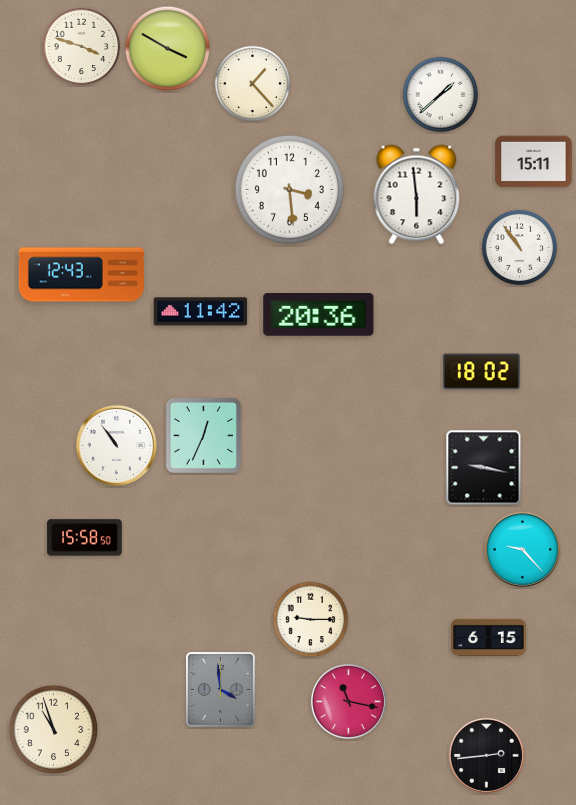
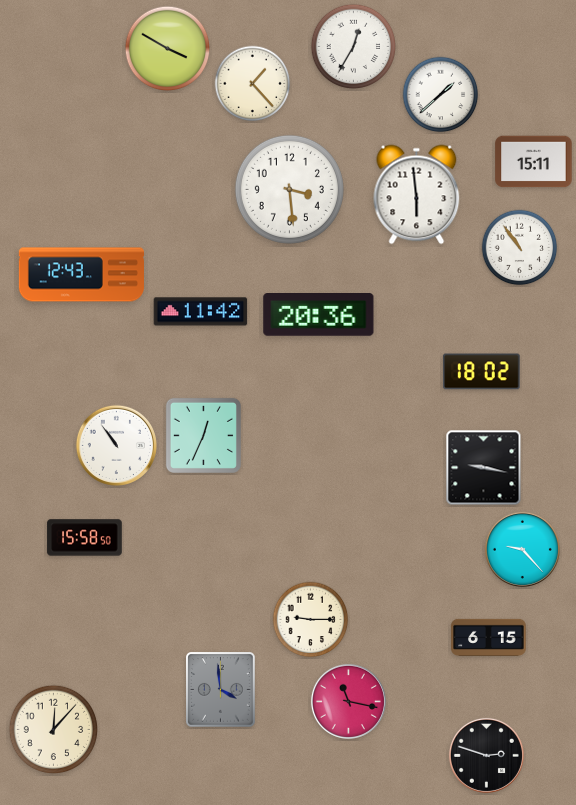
clock at (82, 47): 3:48 -> none
clock at (354, 47): none -> 12:35
clock at (54, 730): 10:57 -> 12:07
clock at (486, 755): 2:44 -> 2:48
